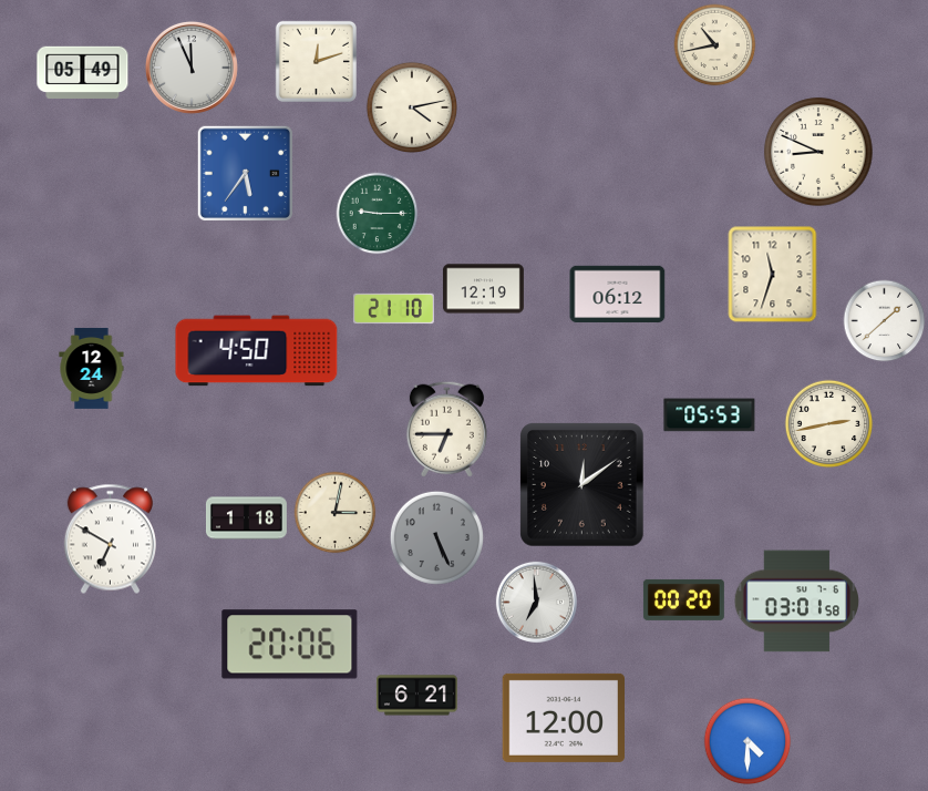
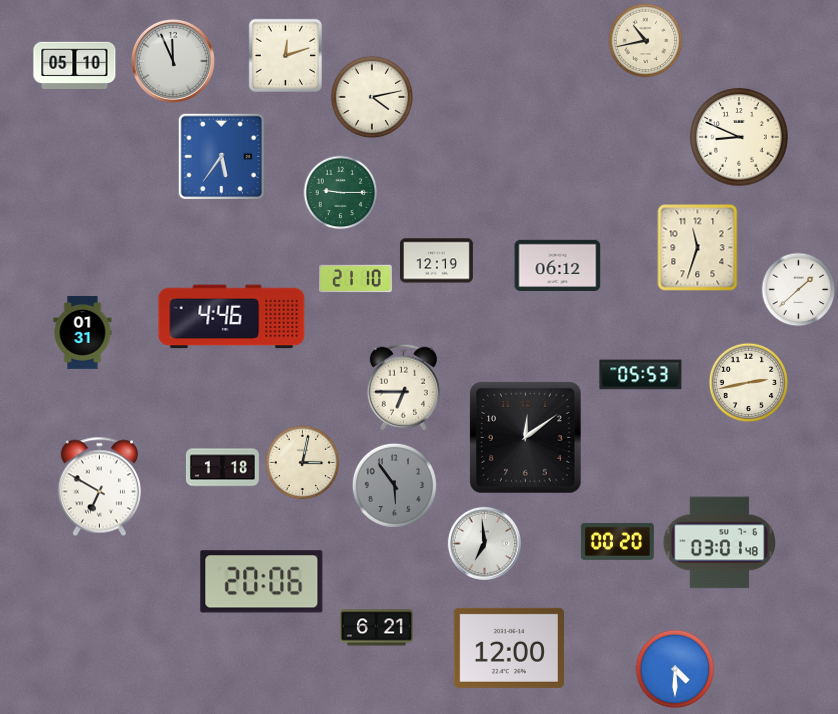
clock at (83, 72): 05:49 -> 05:10
clock at (257, 351): 4:50 -> 4:46
clock at (92, 368): 12:24 -> 01:31
clock at (436, 537): 5:26 -> 5:54
clock at (797, 602): 03:01:58 -> 03:01:48
